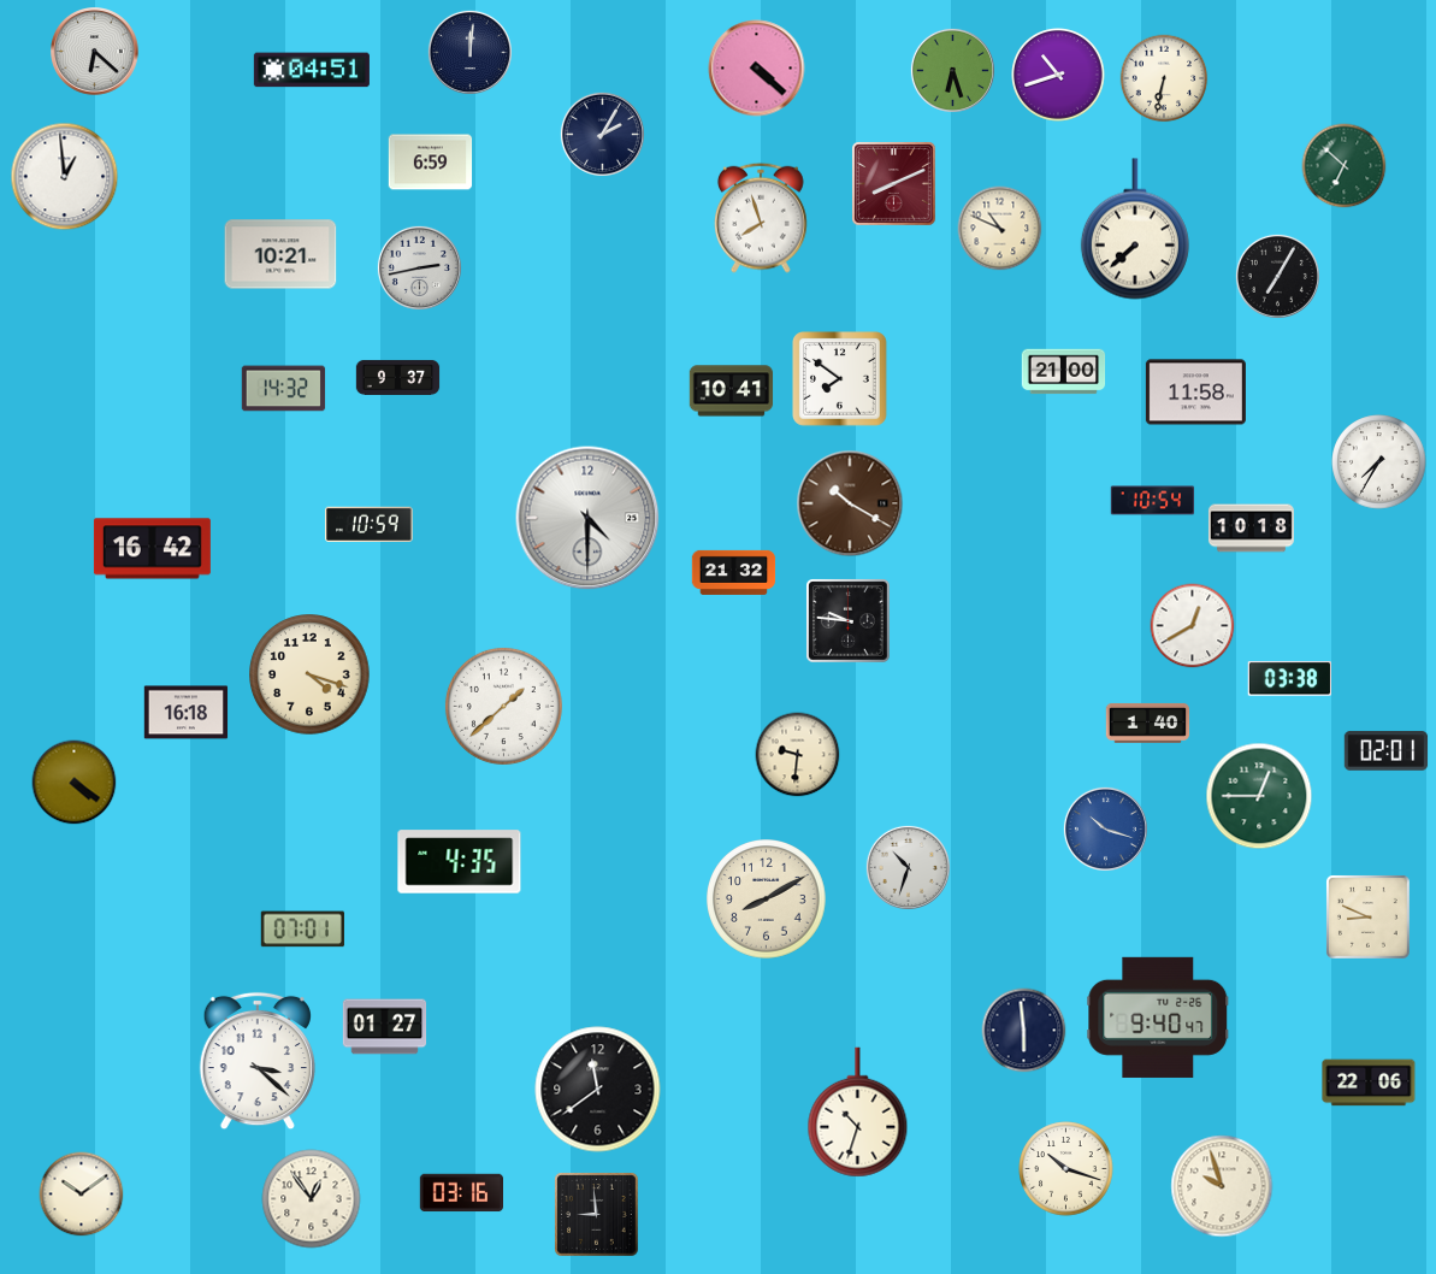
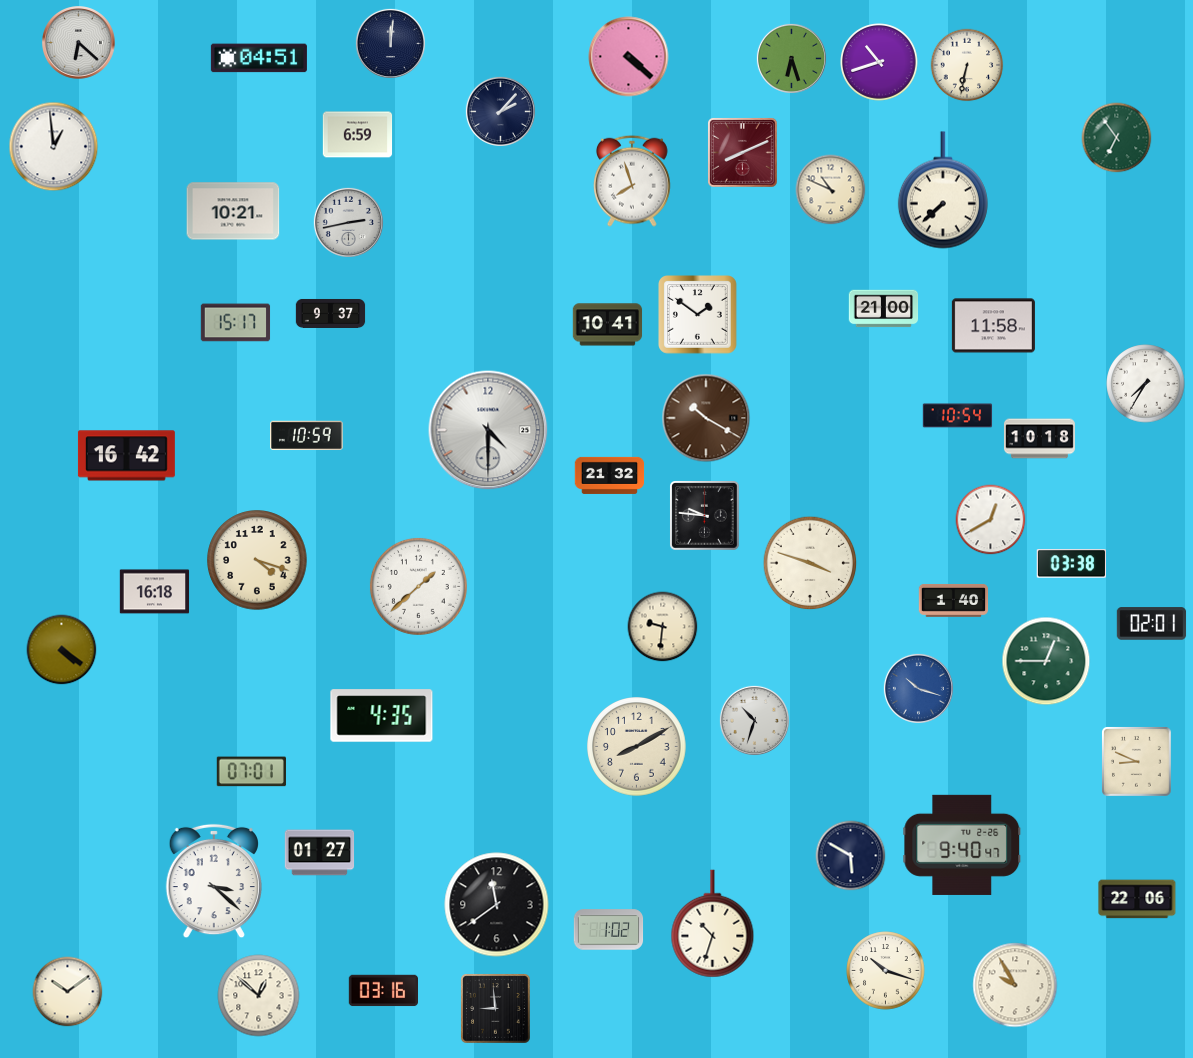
clock at (602, 134): 2:05 -> 2:07
clock at (1345, 166): 6:52 -> 6:54
clock at (1277, 276): 7:05 -> none
clock at (840, 379): 7:51 -> 1:51
clock at (284, 389): 14:32 -> 15:17
clock at (810, 563): none -> 3:48
clock at (1024, 1031): 5:59 -> 5:50
clock at (609, 930): none -> 1:02
clock at (1222, 1186): 9:57 -> 9:55
clock at (312, 1199): 12:54 -> 12:52
